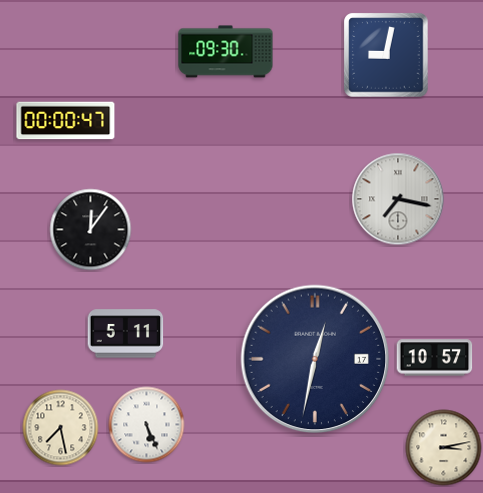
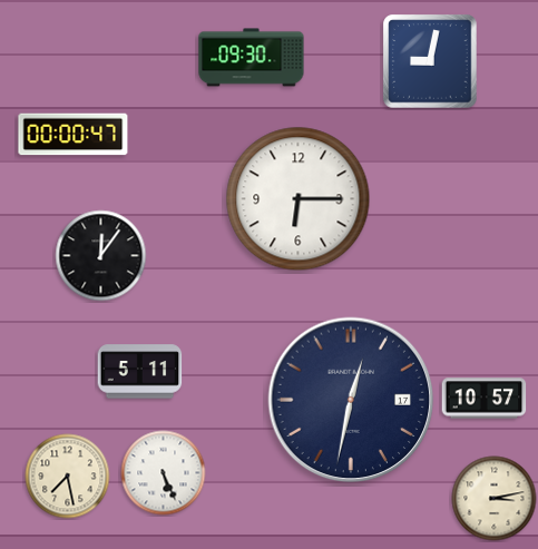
clock at (299, 199): none -> 6:15
clock at (398, 199): 7:17 -> none
